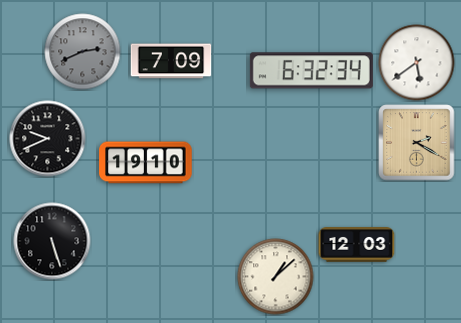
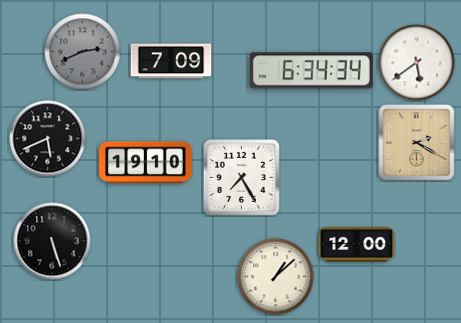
clock at (311, 71): 6:32 -> 6:34
clock at (48, 139): 9:41 -> 5:41
clock at (241, 177): none -> 7:25
clock at (357, 245): 12:03 -> 12:00
